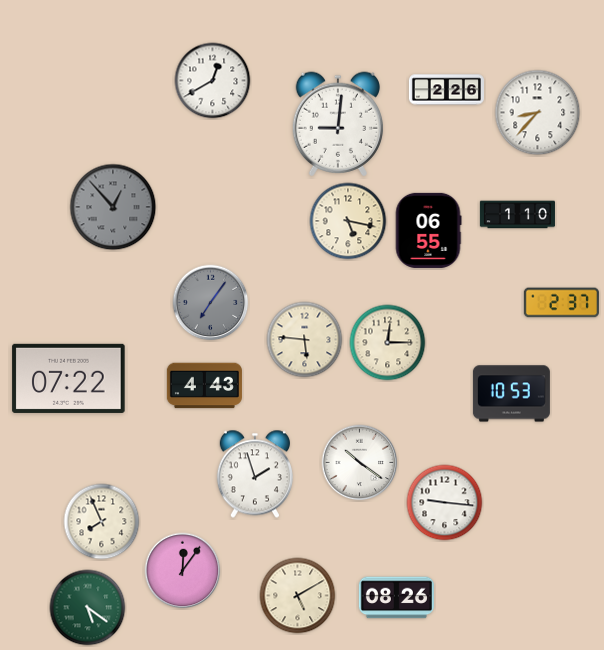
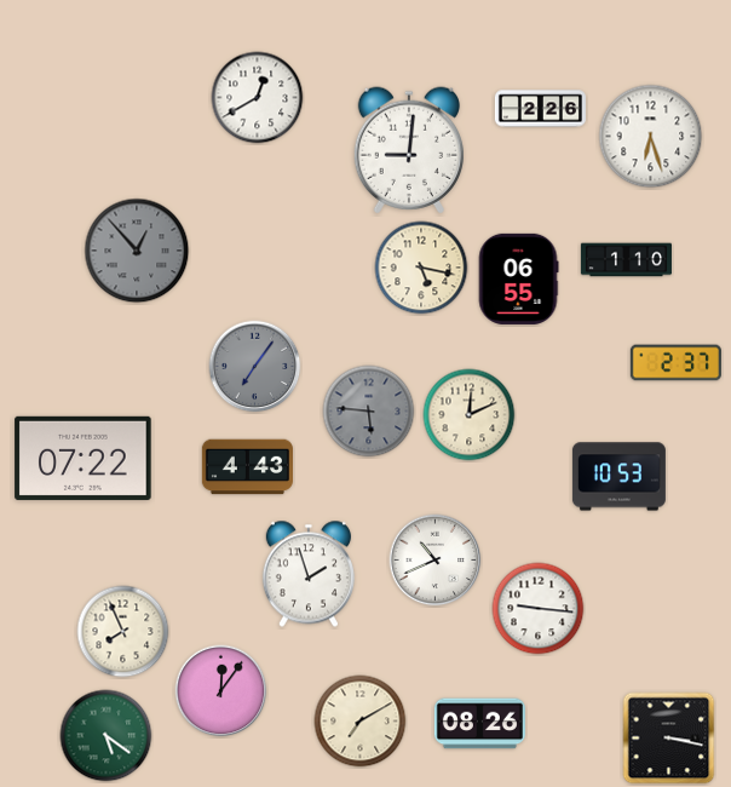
clock at (538, 113): 8:37 -> 6:27
clock at (561, 303) position: (561, 303) -> (675, 363)
clock at (305, 340) dial: cream -> grey
clock at (388, 343): 12:15 -> 12:11
clock at (360, 463): 10:21 -> 10:41
clock at (298, 596): 5:10 -> 7:10
clock at (669, 739): none -> 3:17
